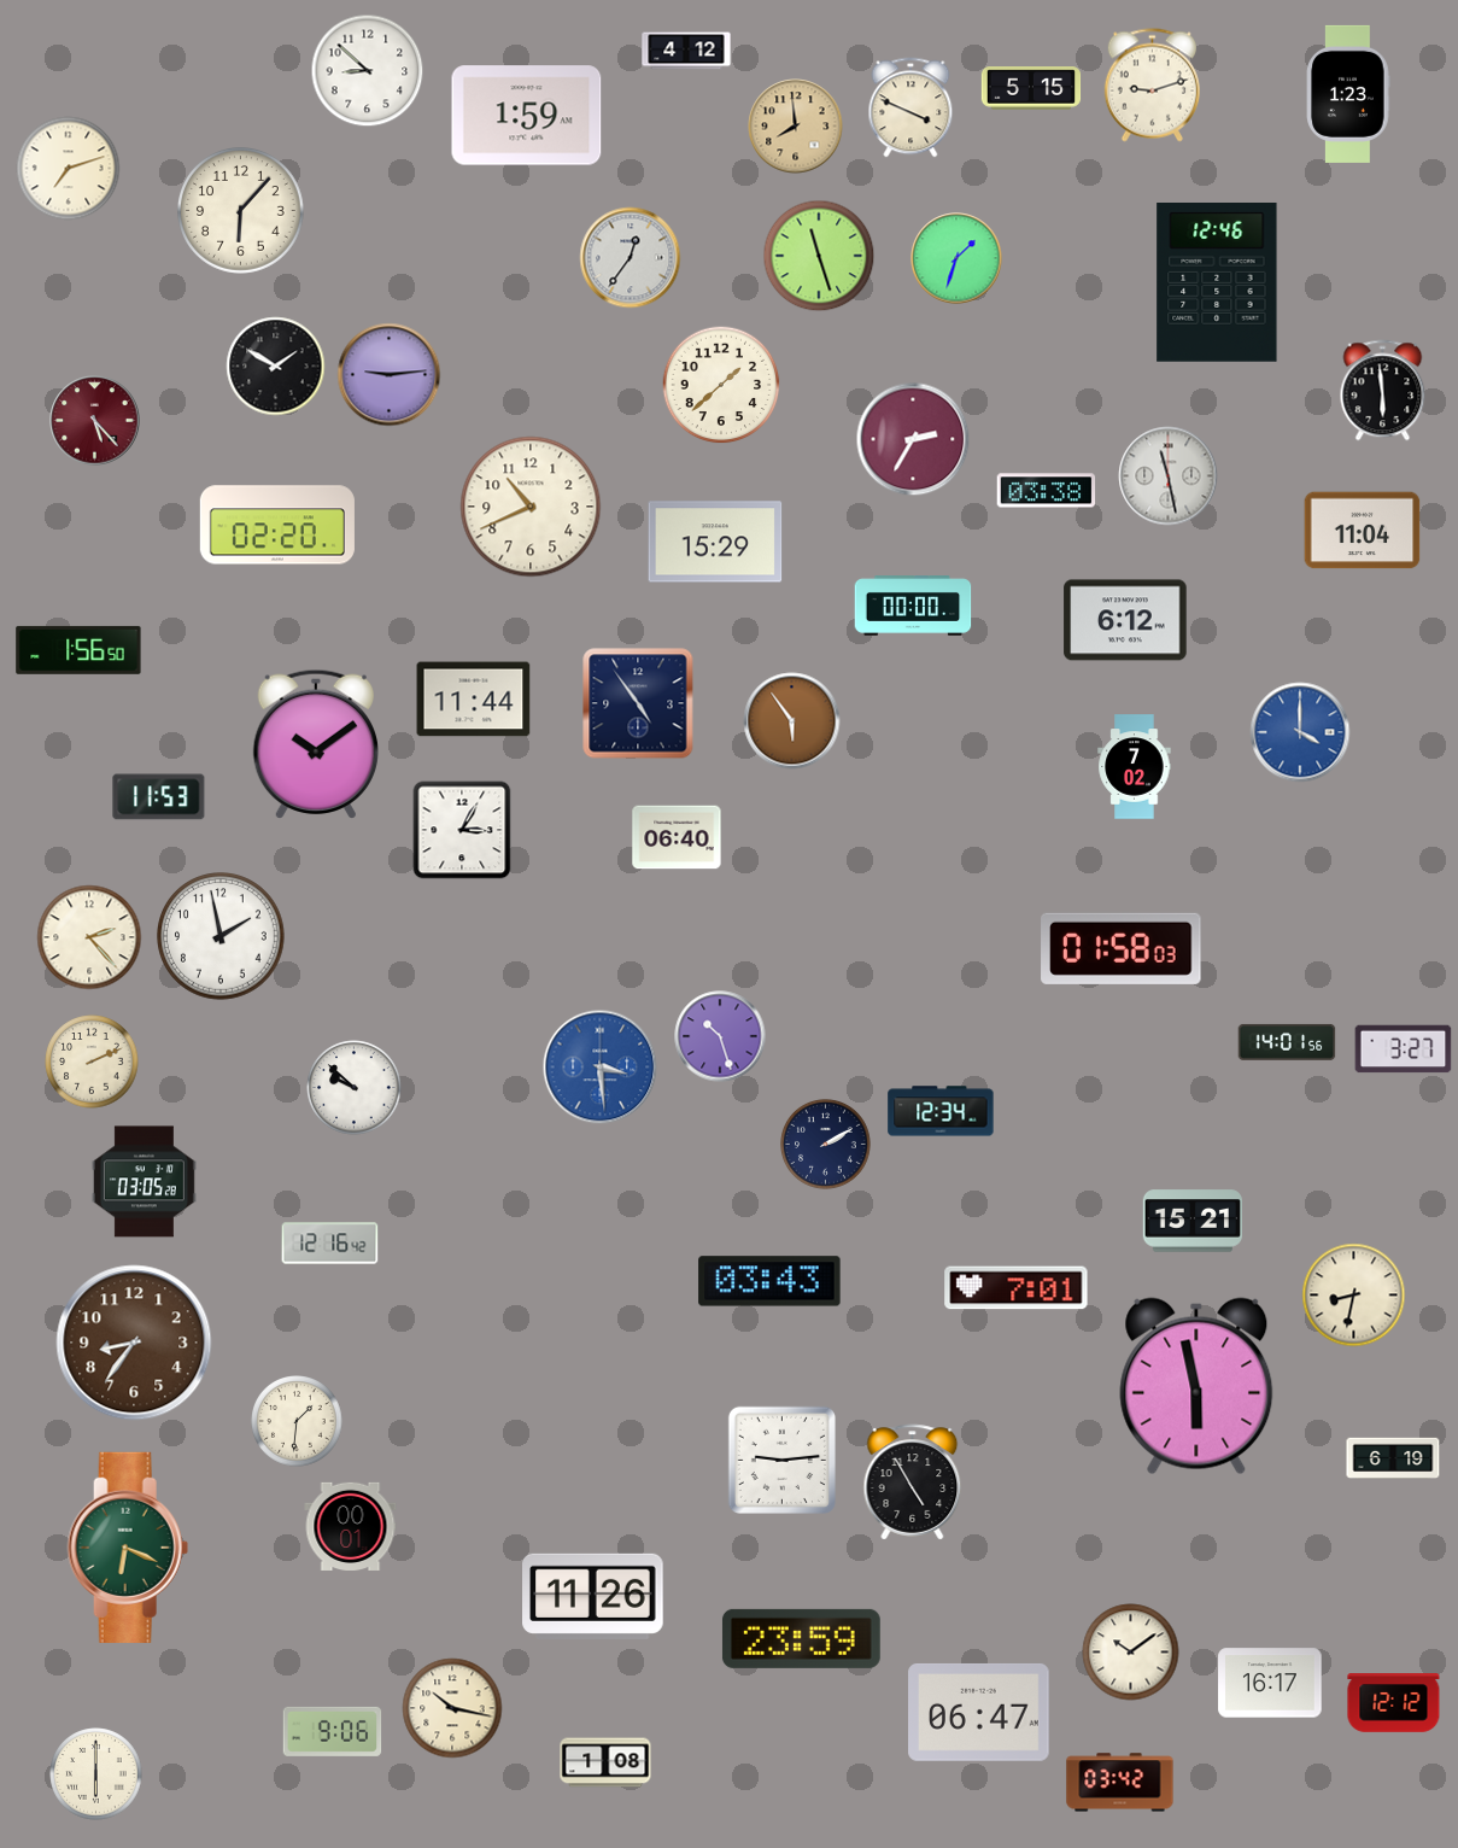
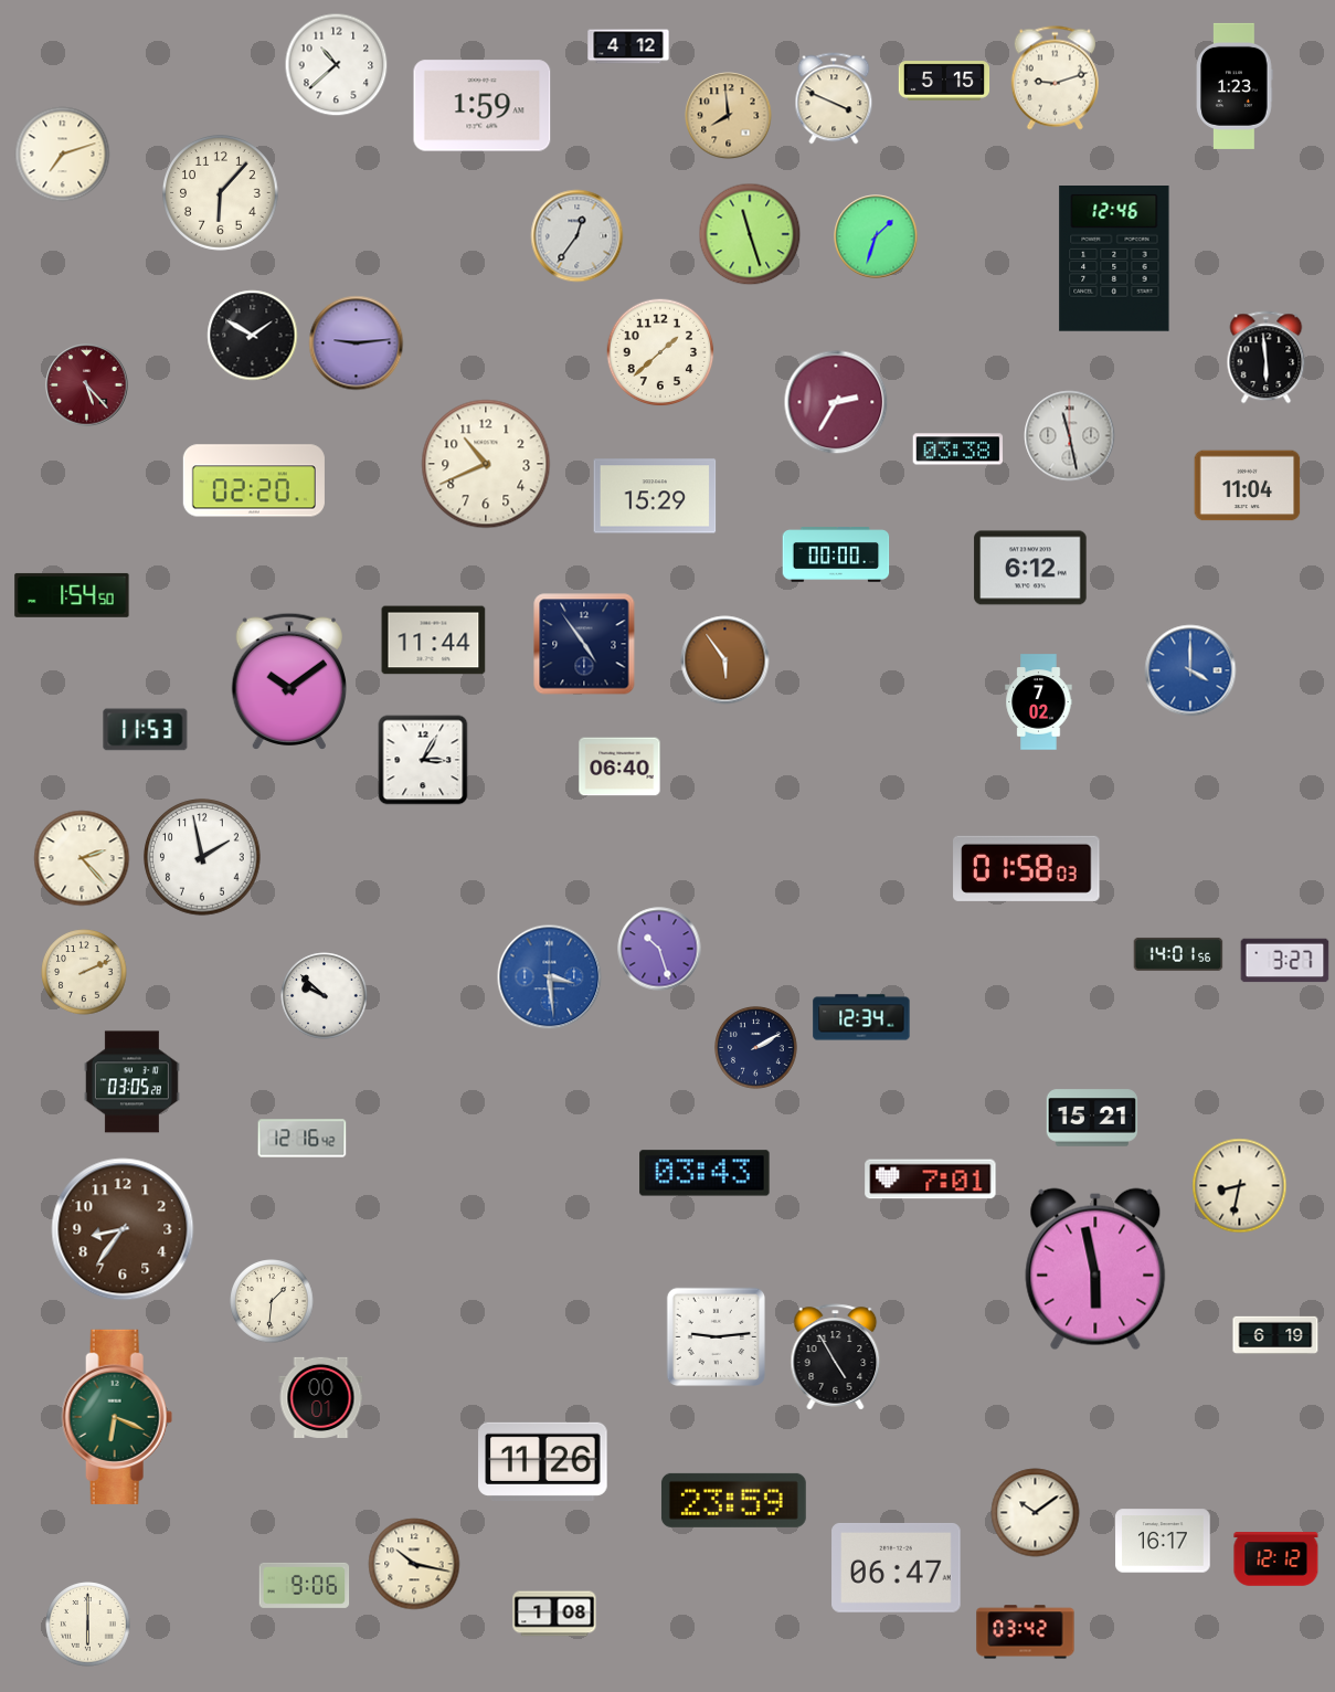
clock at (368, 71): 8:52 -> 10:38
clock at (78, 650): 1:56 -> 1:54
